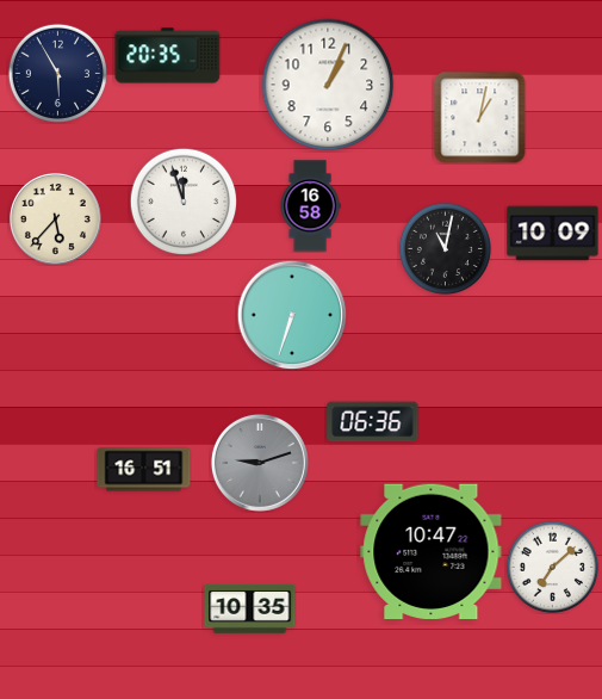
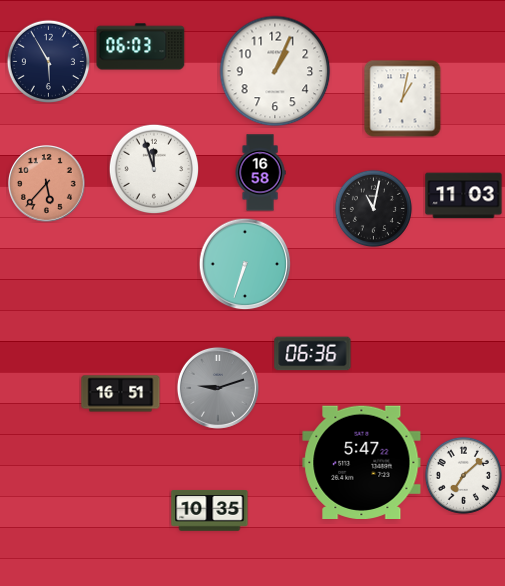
clock at (168, 56): 20:35 -> 06:03
clock at (56, 219) dial: cream -> salmon
clock at (553, 234): 10:09 -> 11:03
clock at (432, 551): 10:47 -> 5:47
